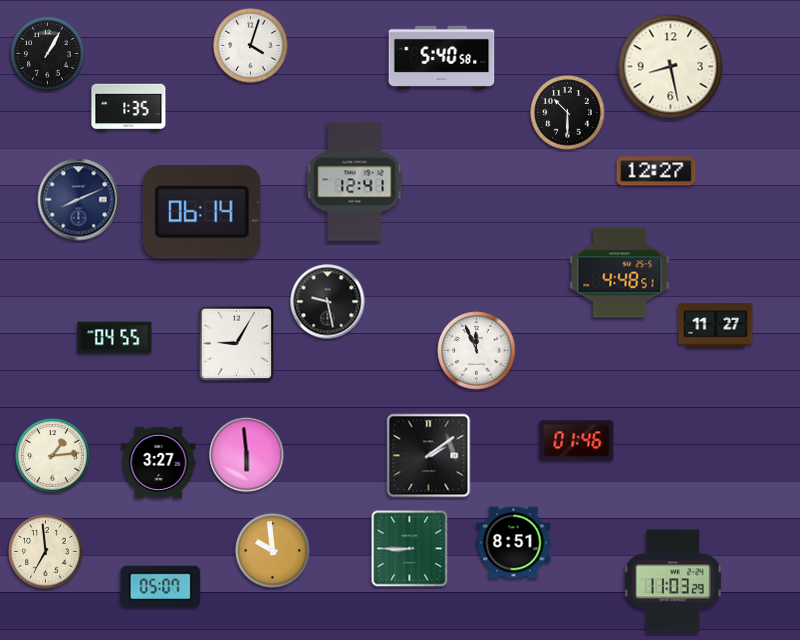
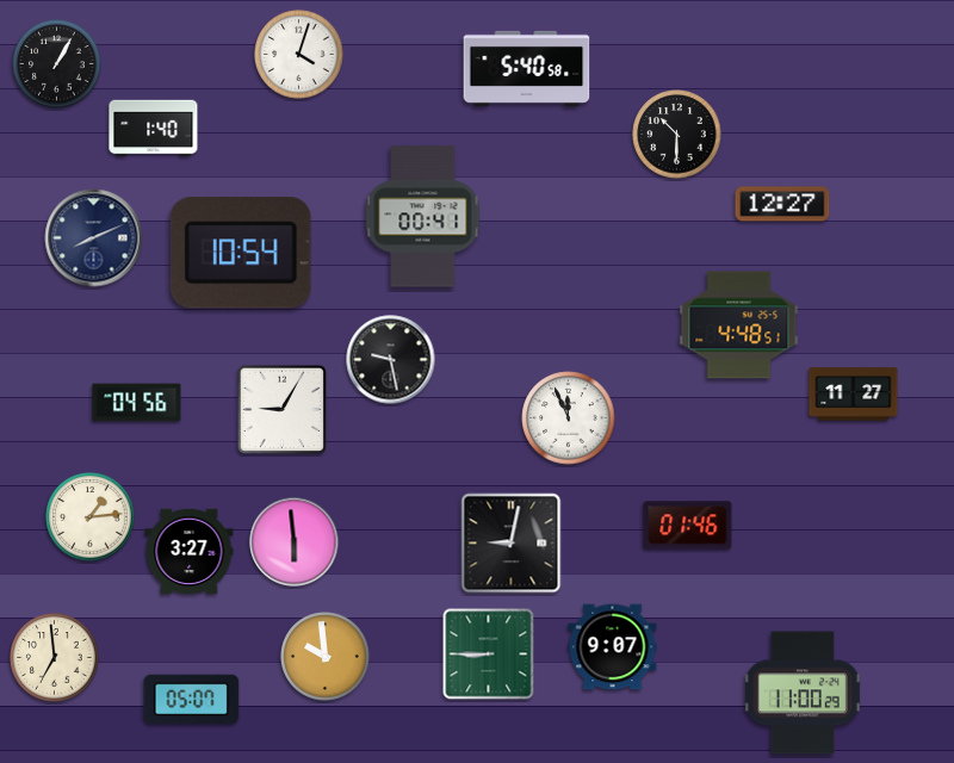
clock at (671, 67): 8:28 -> none
clock at (129, 108): 1:35 -> 1:40
clock at (355, 182): 12:41 -> 00:41
clock at (202, 212): 06:14 -> 10:54
clock at (716, 326) position: (716, 326) -> (854, 395)
clock at (115, 338): 04:55 -> 04:56
clock at (53, 456) position: (53, 456) -> (91, 517)
clock at (429, 456): 2:09 -> 9:02
clock at (514, 543): 8:51 -> 9:07
clock at (673, 581): 11:03 -> 11:00
